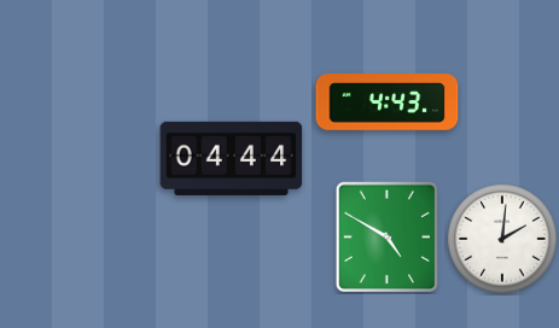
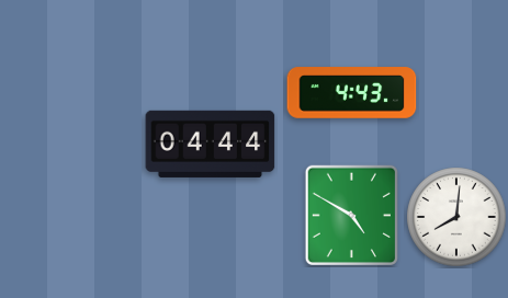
clock at (502, 239): 2:01 -> 8:01
